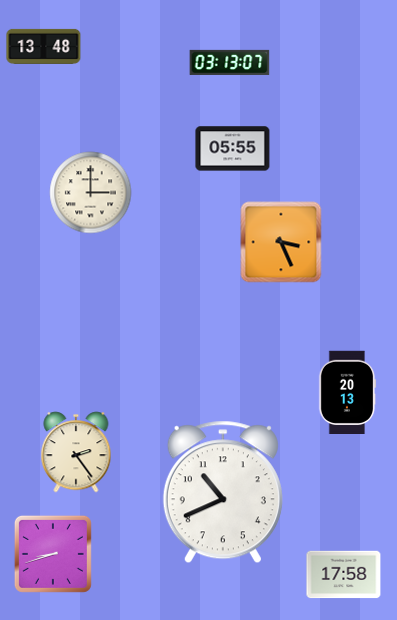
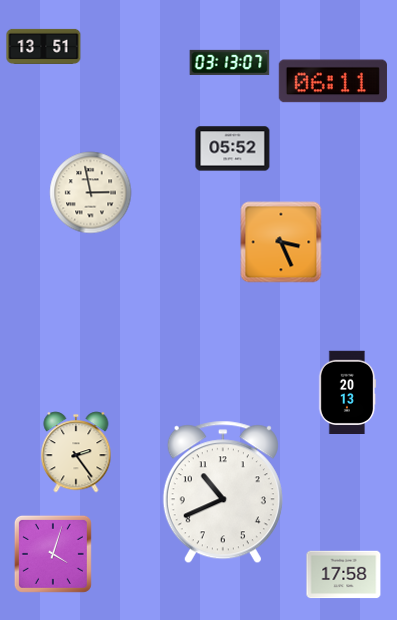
clock at (44, 46): 13:48 -> 13:51
clock at (333, 81): none -> 06:11
clock at (233, 149): 05:55 -> 05:52
clock at (91, 193): 3:00 -> 2:58
clock at (53, 554): 8:42 -> 4:03
